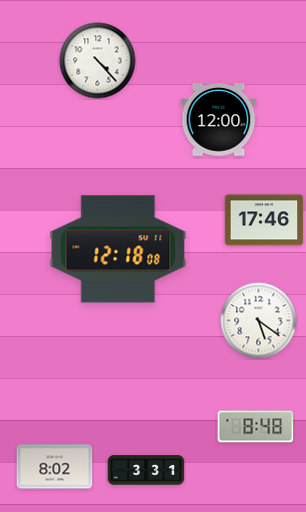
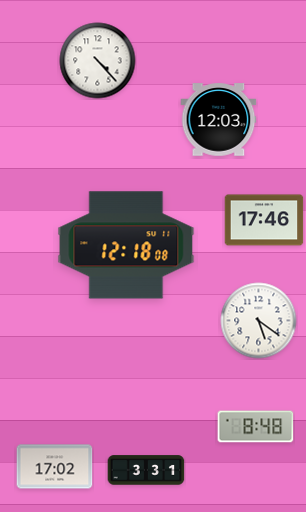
clock at (219, 120): 12:00 -> 12:03
clock at (118, 249) position: (118, 249) -> (126, 245)
clock at (55, 467): 8:02 -> 17:02
